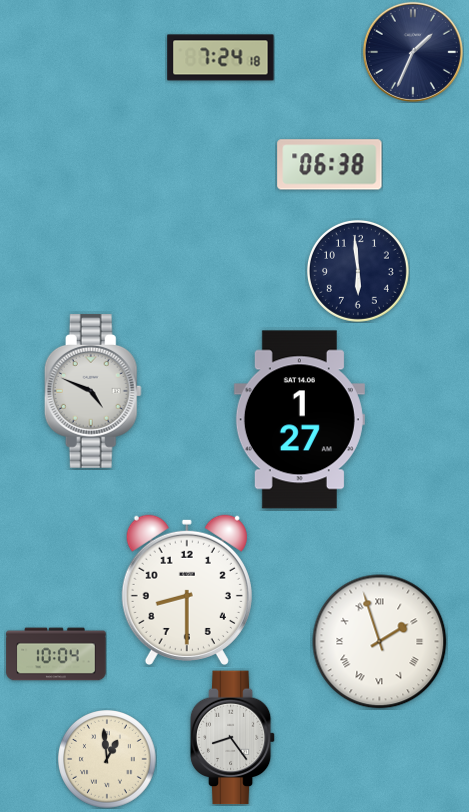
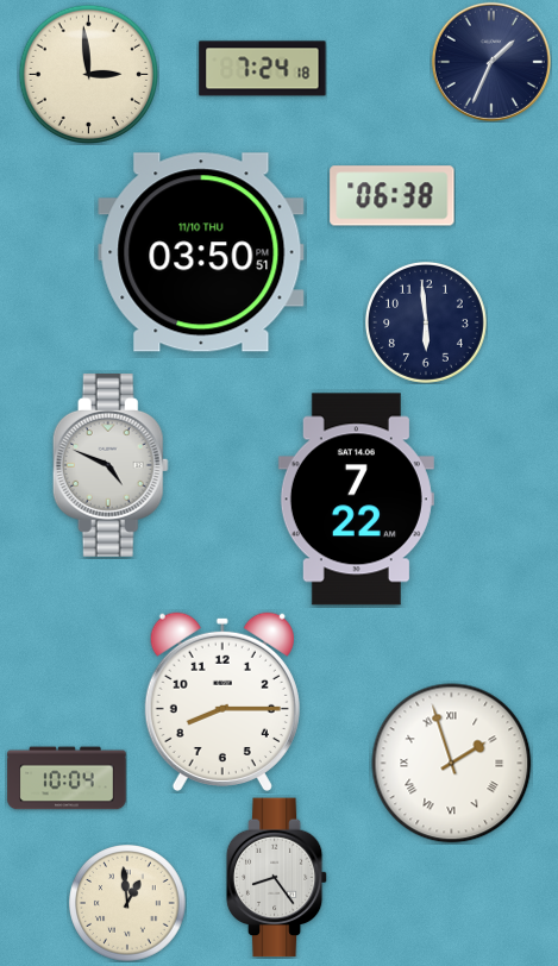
clock at (88, 74): none -> 2:59
clock at (201, 252): none -> 03:50
clock at (299, 420): 1:27 -> 7:22
clock at (187, 589): 8:30 -> 8:15
